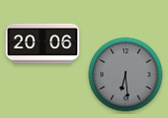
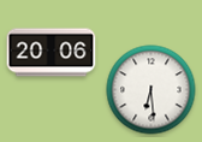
clock at (126, 75) dial: grey -> white
